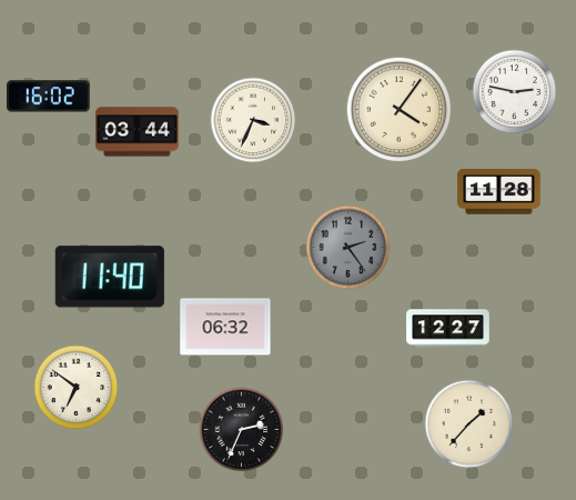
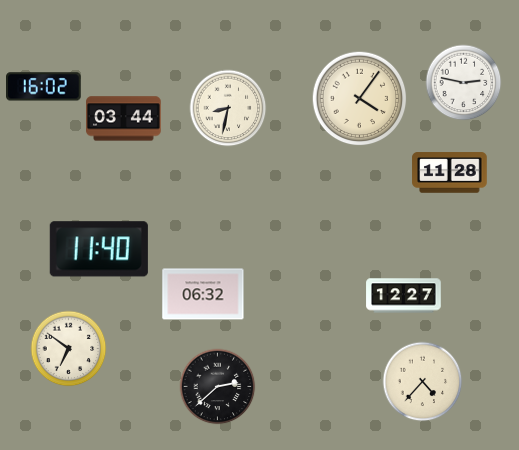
clock at (253, 120): 3:34 -> 8:32
clock at (348, 248): 2:24 -> none
clock at (469, 424): 1:37 -> 4:37
clock at (242, 430): 2:34 -> 2:38
